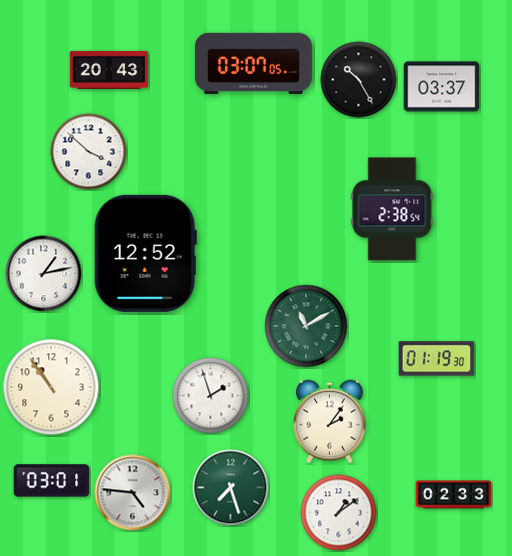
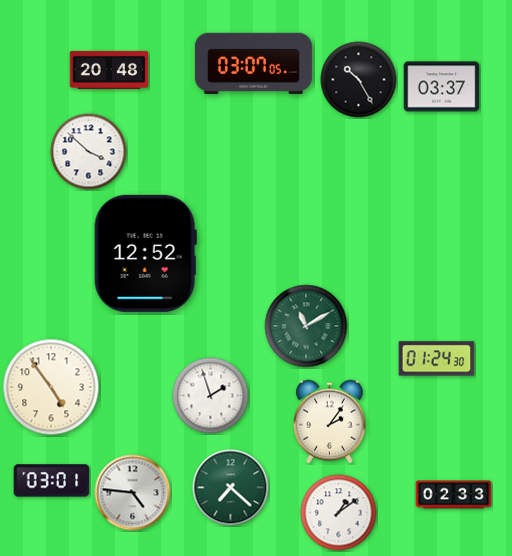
clock at (109, 70): 20:43 -> 20:48
clock at (392, 209): 2:38 -> none
clock at (44, 274): 1:13 -> none
clock at (437, 359): 01:19 -> 01:24
clock at (51, 387): 10:54 -> 4:54
clock at (231, 488): 7:27 -> 7:22
